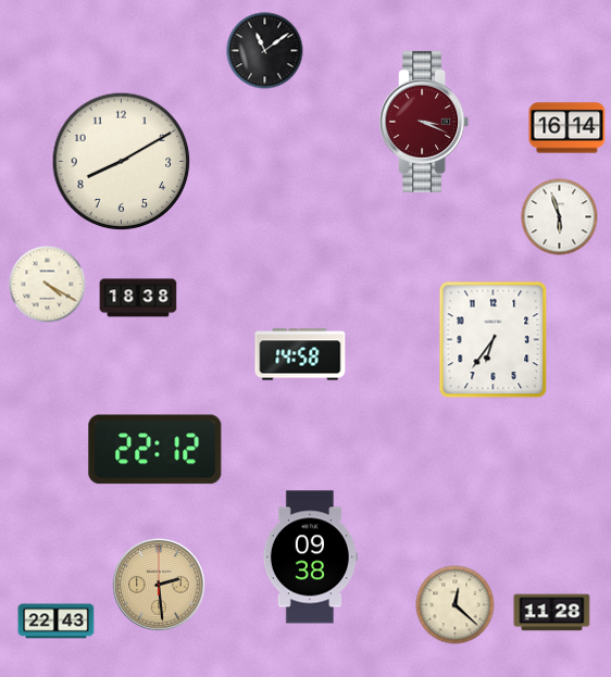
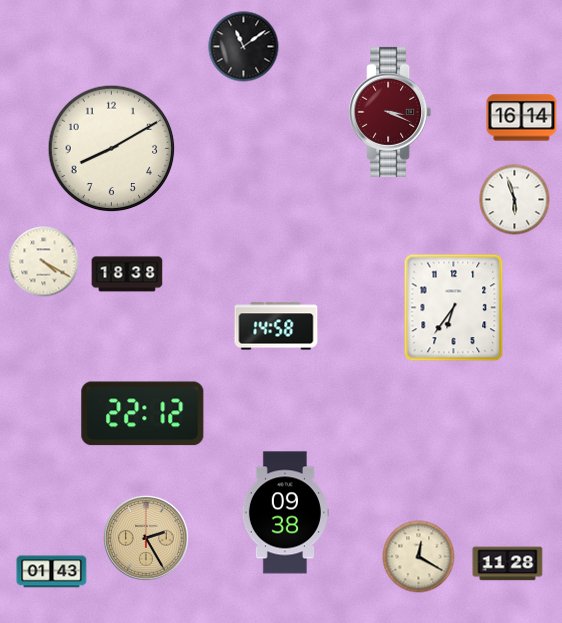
clock at (494, 340) position: (494, 340) -> (454, 308)
clock at (159, 585): 2:29 -> 2:25
clock at (456, 605): 12:22 -> 12:20
clock at (57, 622): 22:43 -> 01:43
